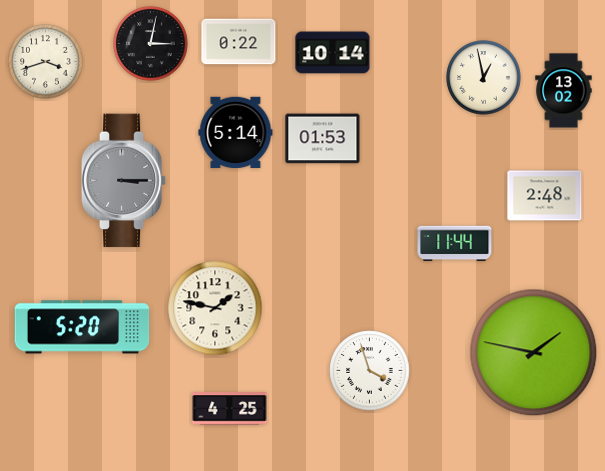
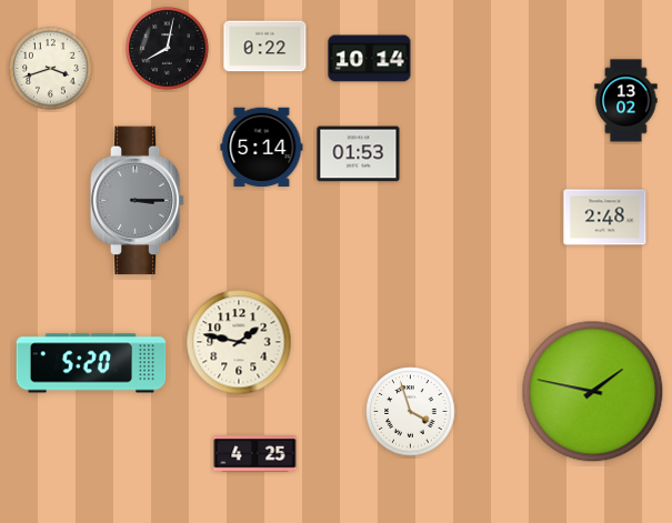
clock at (151, 44): 3:02 -> 8:02
clock at (484, 78): 12:58 -> none
clock at (455, 244): 11:44 -> none
